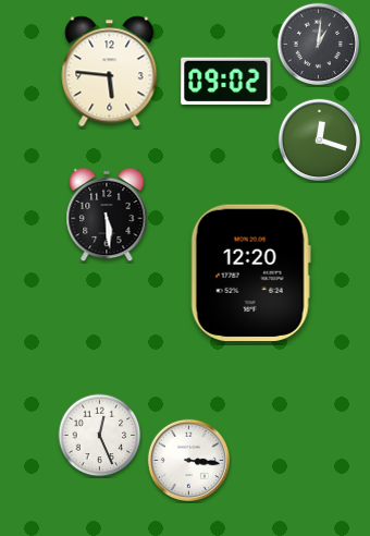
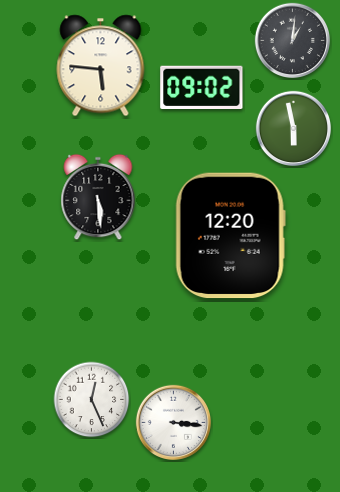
clock at (226, 81) position: (226, 81) -> (202, 87)
clock at (319, 139): 12:18 -> 5:58
clock at (250, 273) position: (250, 273) -> (230, 236)
